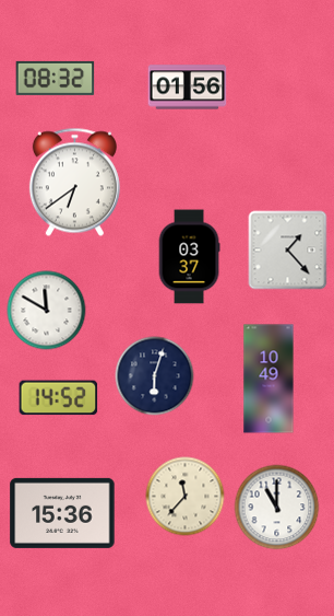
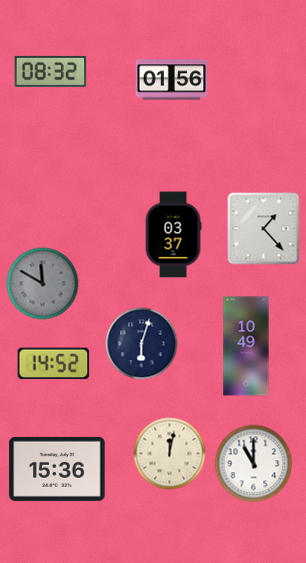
clock at (74, 183): 6:39 -> none
clock at (47, 311) dial: white -> grey
clock at (186, 497): 11:37 -> 12:02
